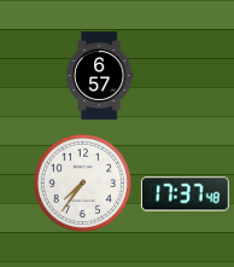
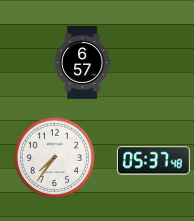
clock at (82, 182) position: (82, 182) -> (54, 157)
clock at (185, 195): 17:37 -> 05:37
